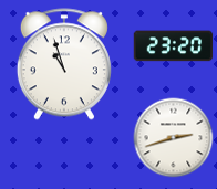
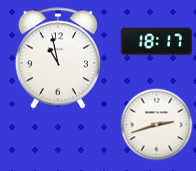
clock at (173, 46): 23:20 -> 18:17
clock at (64, 64): 10:57 -> 10:58
